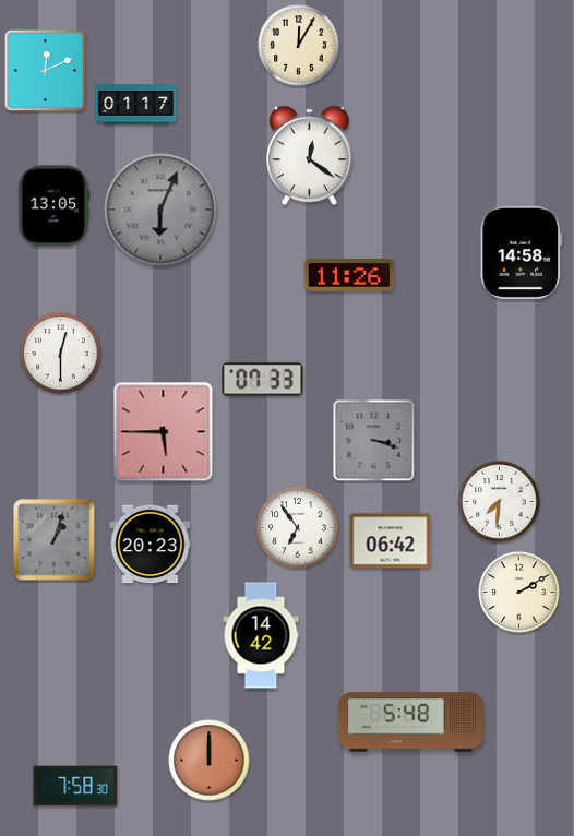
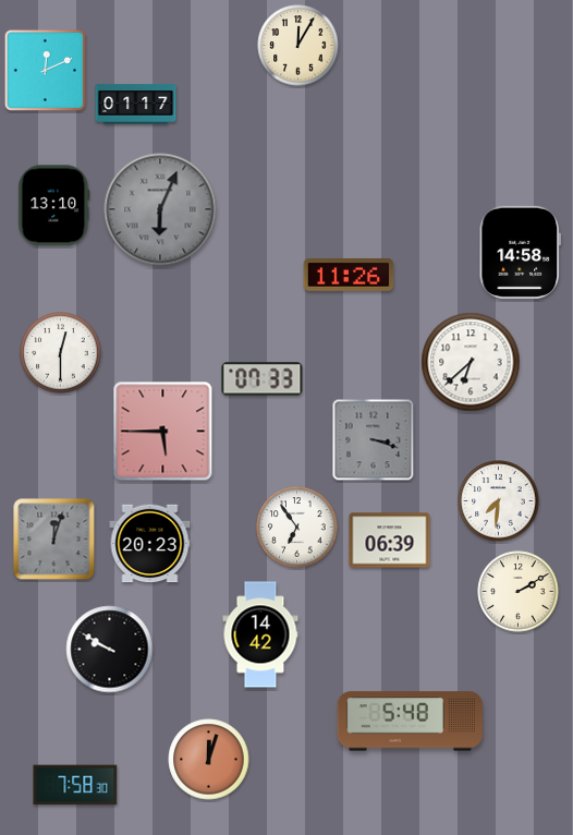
clock at (310, 156): 12:21 -> none
clock at (55, 206): 13:05 -> 13:10
clock at (471, 362): none -> 6:38
clock at (55, 540): 1:03 -> 12:03
clock at (391, 541): 06:42 -> 06:39
clock at (110, 650): none -> 9:50
clock at (210, 761): 12:00 -> 12:03
